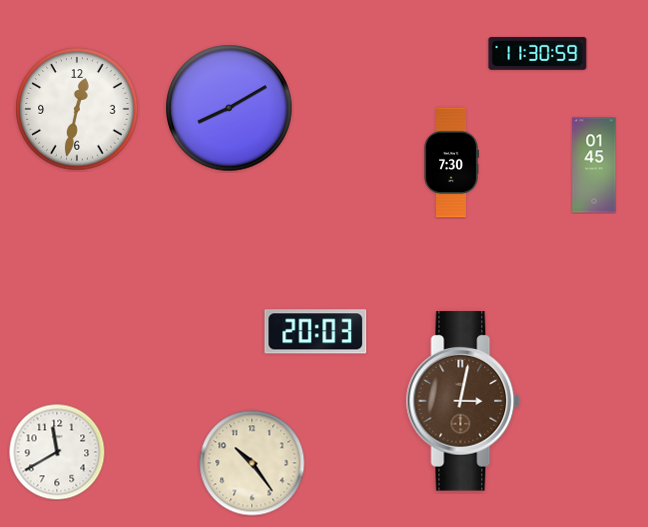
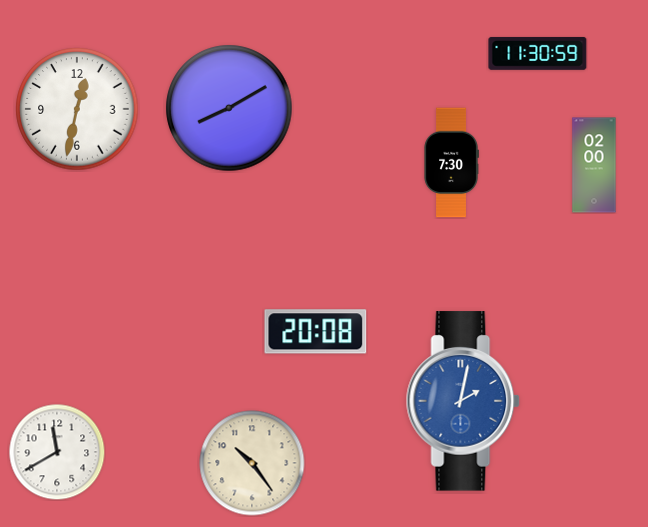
clock at (594, 165): 01:45 -> 02:00
clock at (316, 332): 20:03 -> 20:08
clock at (463, 401): 3:02 -> 2:02
clock at (463, 401) dial: brown -> blue
